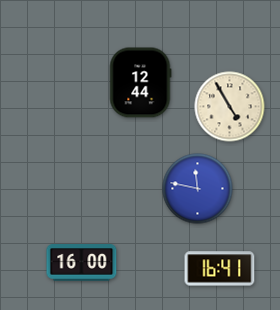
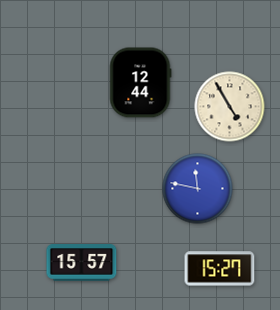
clock at (82, 263): 16:00 -> 15:57
clock at (220, 269): 16:41 -> 15:27
